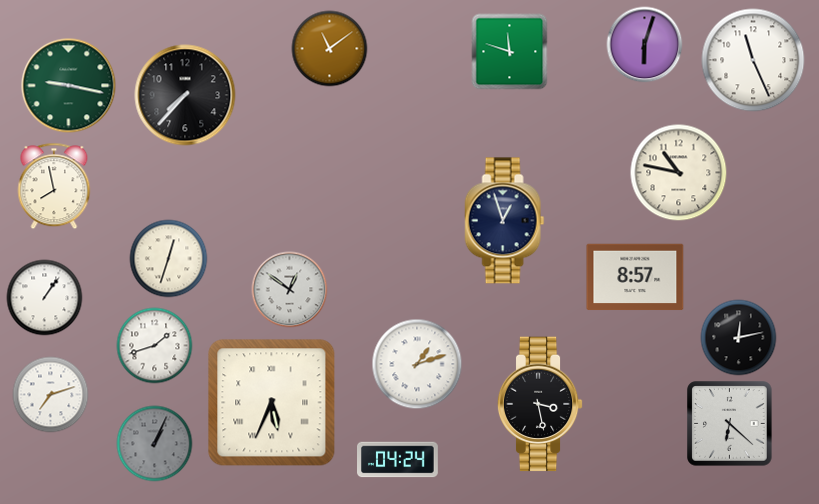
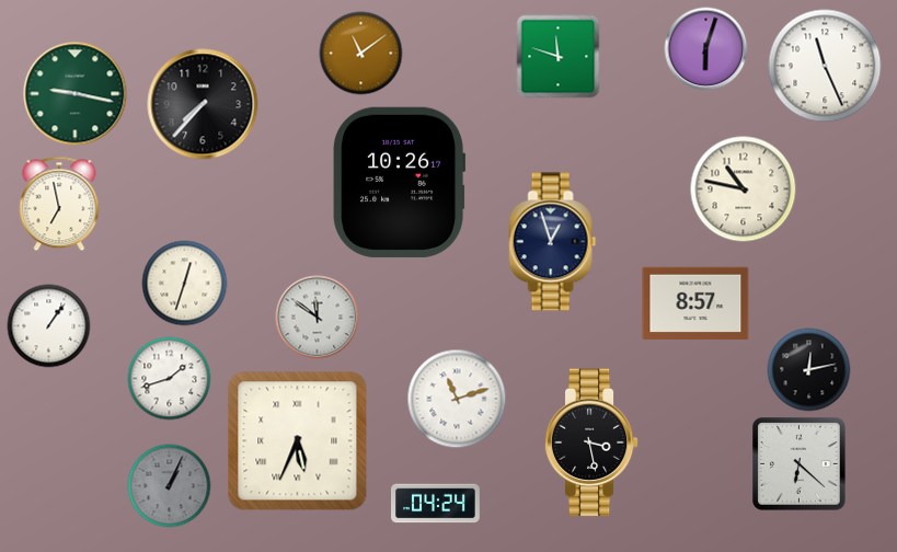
clock at (400, 182): none -> 10:26
clock at (54, 186): 7:58 -> 6:58
clock at (290, 290): 12:51 -> 11:51
clock at (417, 364): 1:12 -> 11:12
clock at (51, 395): 7:12 -> none
